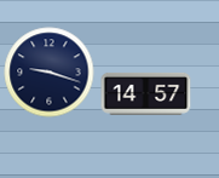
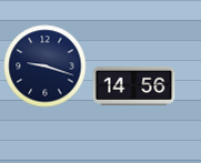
clock at (146, 93): 14:57 -> 14:56
